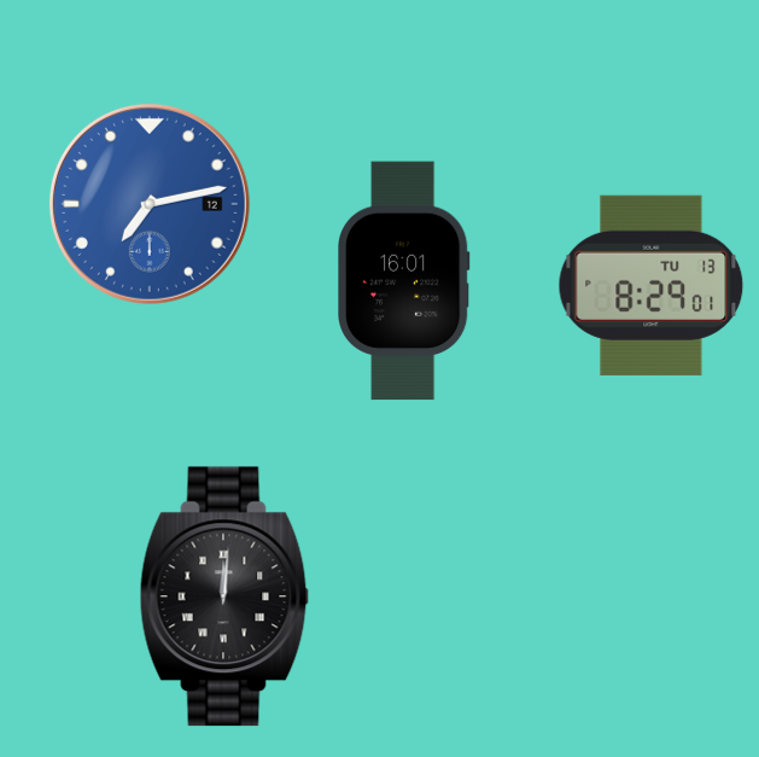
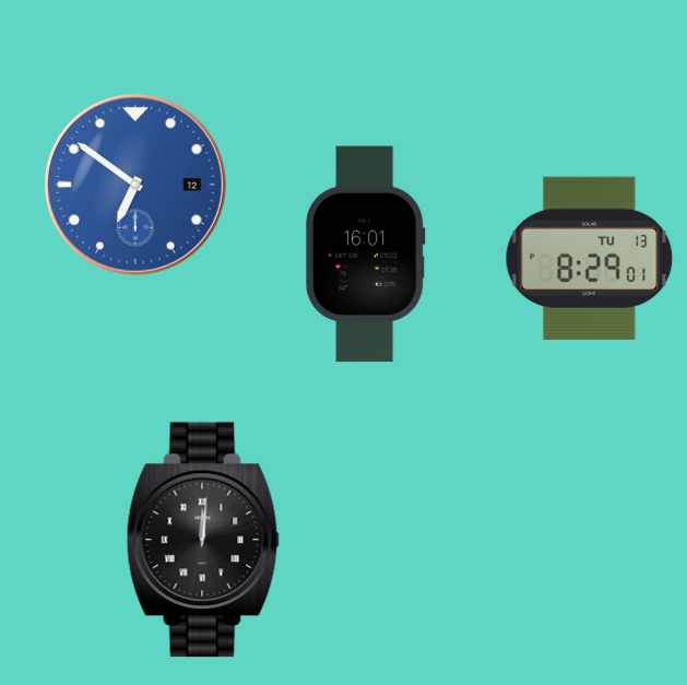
clock at (150, 204): 7:13 -> 6:51
